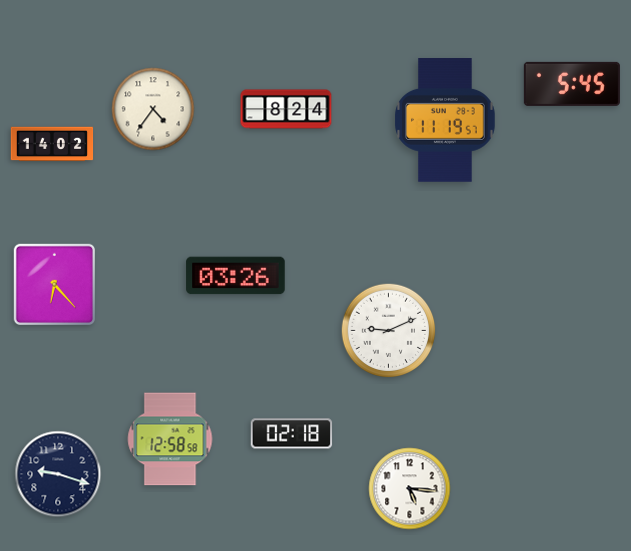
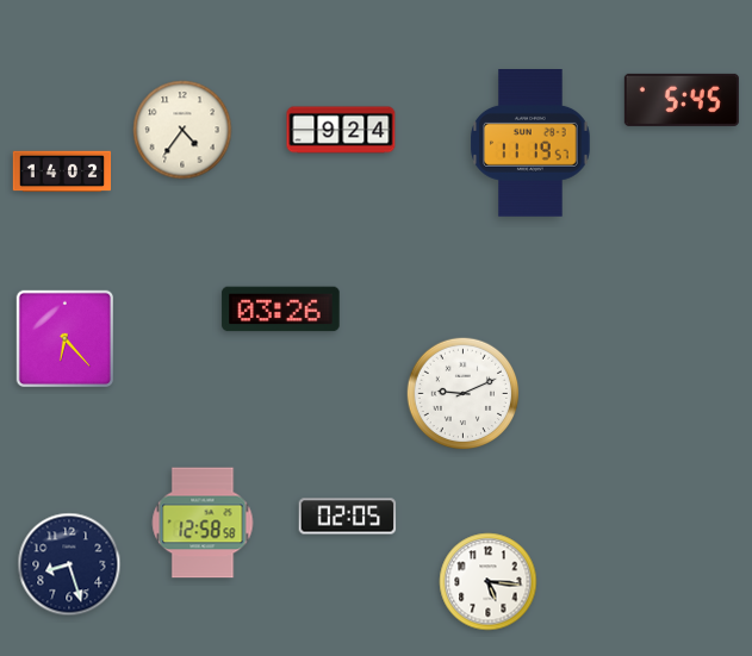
clock at (286, 109): 8:24 -> 9:24
clock at (236, 276) position: (236, 276) -> (281, 310)
clock at (292, 434): 02:18 -> 02:05
clock at (58, 474): 9:18 -> 8:27
